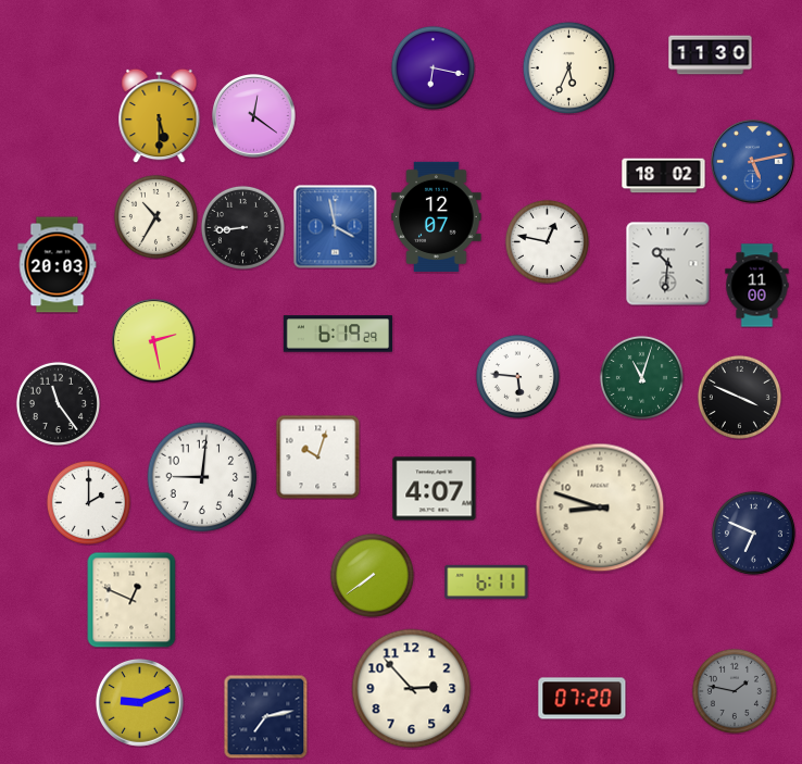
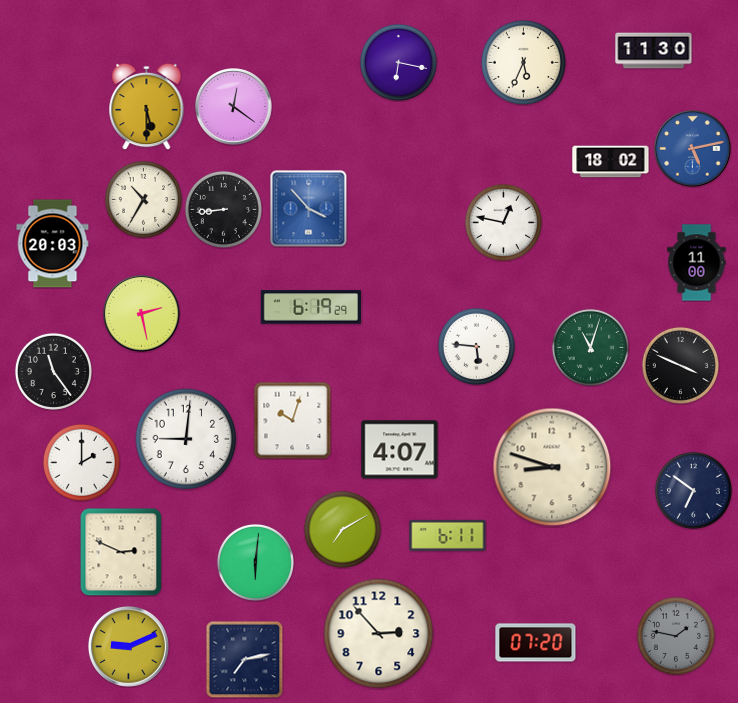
clock at (437, 216): 12:07 -> none
clock at (336, 227): 3:58 -> 3:53
clock at (668, 264): 10:31 -> none
clock at (753, 533): 6:49 -> 6:51
clock at (372, 575): 7:39 -> 7:10
clock at (131, 600): 12:49 -> 2:49
clock at (255, 562): none -> 6:01
